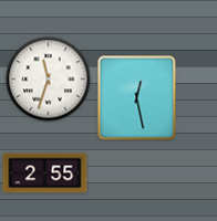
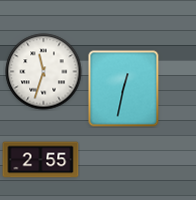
clock at (137, 98): 12:28 -> 12:32
clock at (45, 173) position: (45, 173) -> (41, 160)
